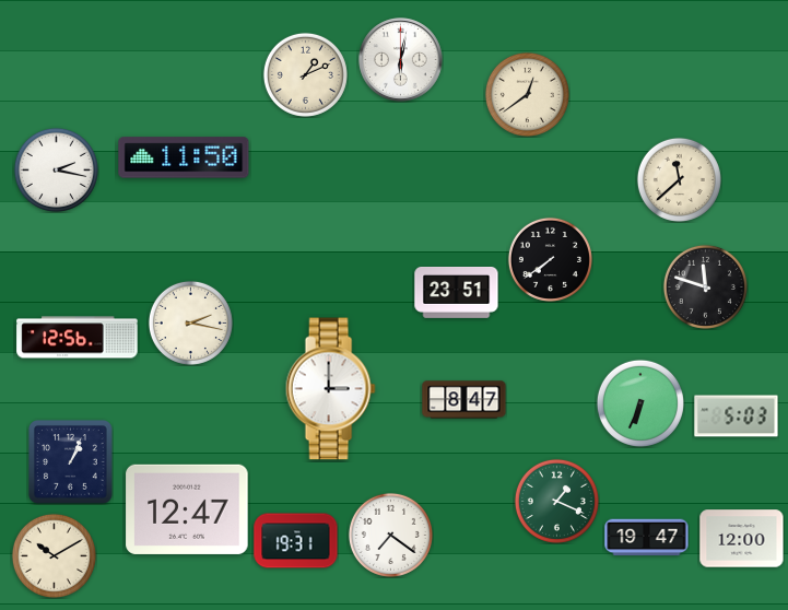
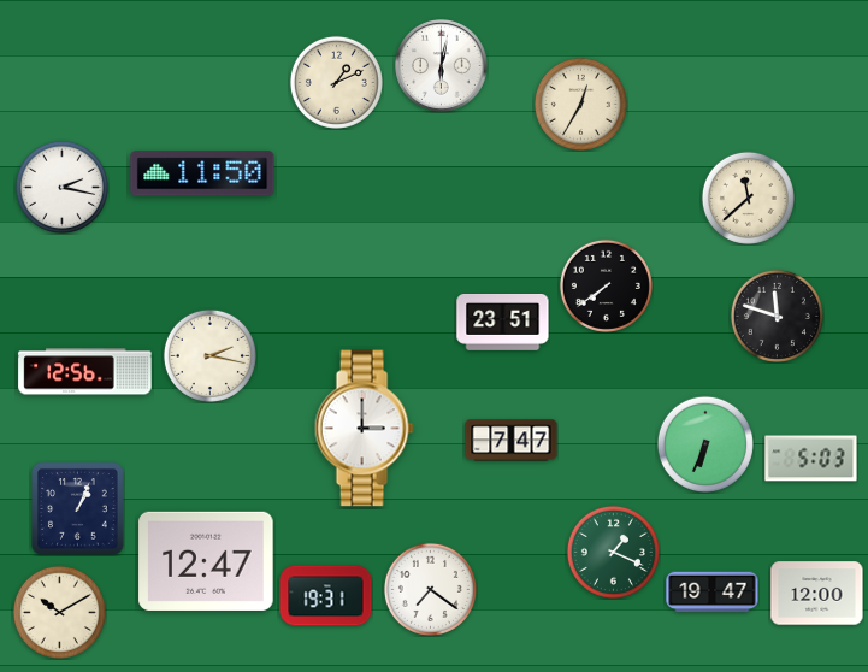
clock at (527, 94): 12:39 -> 12:35
clock at (464, 400): 8:47 -> 7:47
